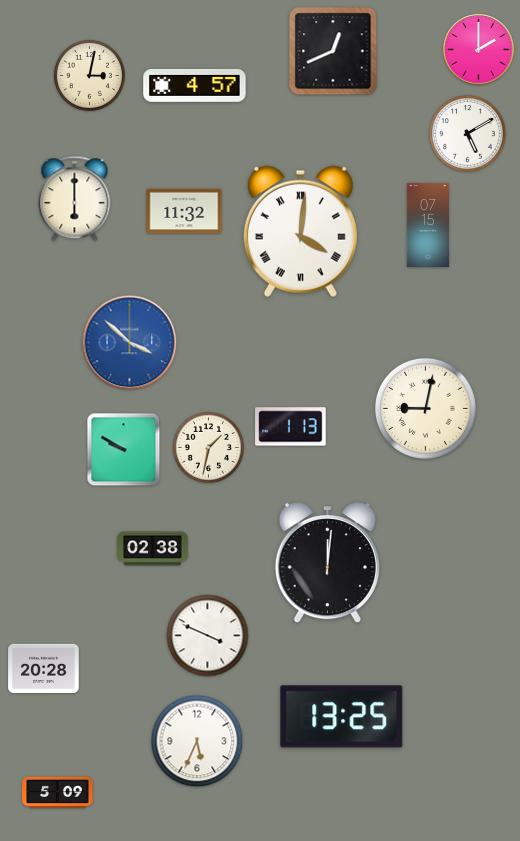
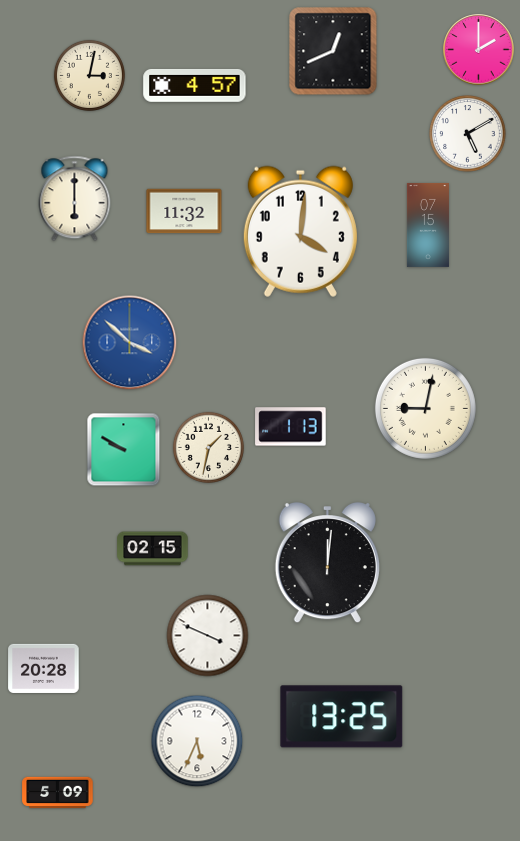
clock at (300, 231) numerals: Roman -> Arabic
clock at (153, 549): 02:38 -> 02:15
